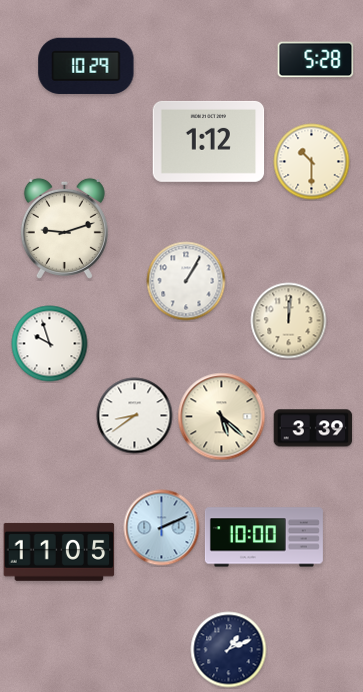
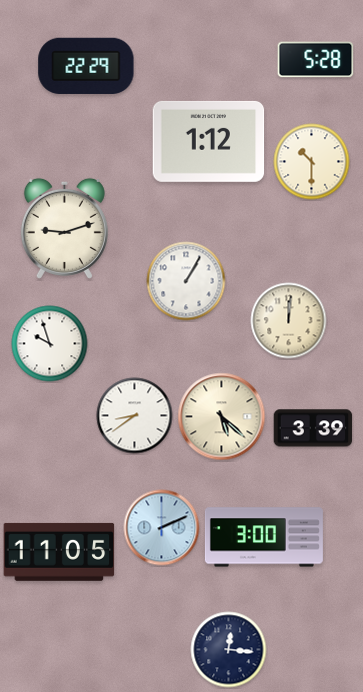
clock at (86, 65): 10:29 -> 22:29
clock at (264, 537): 10:00 -> 3:00
clock at (229, 650): 1:11 -> 12:16
